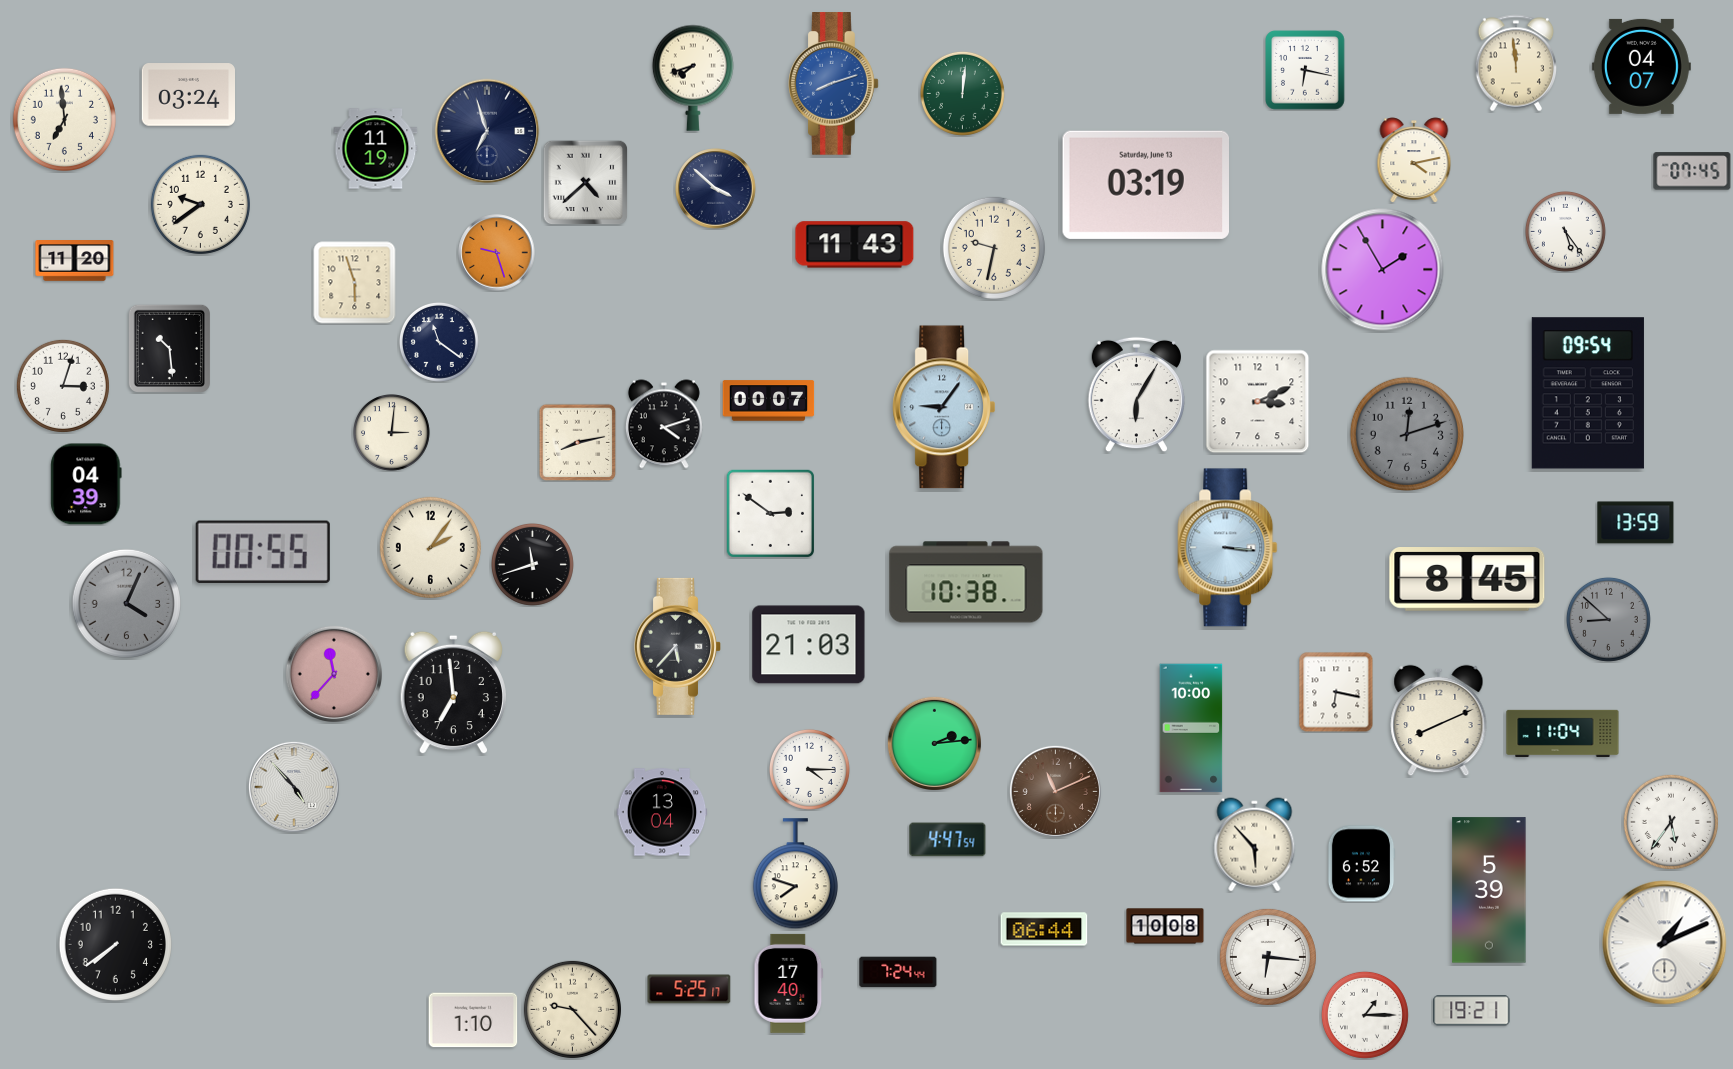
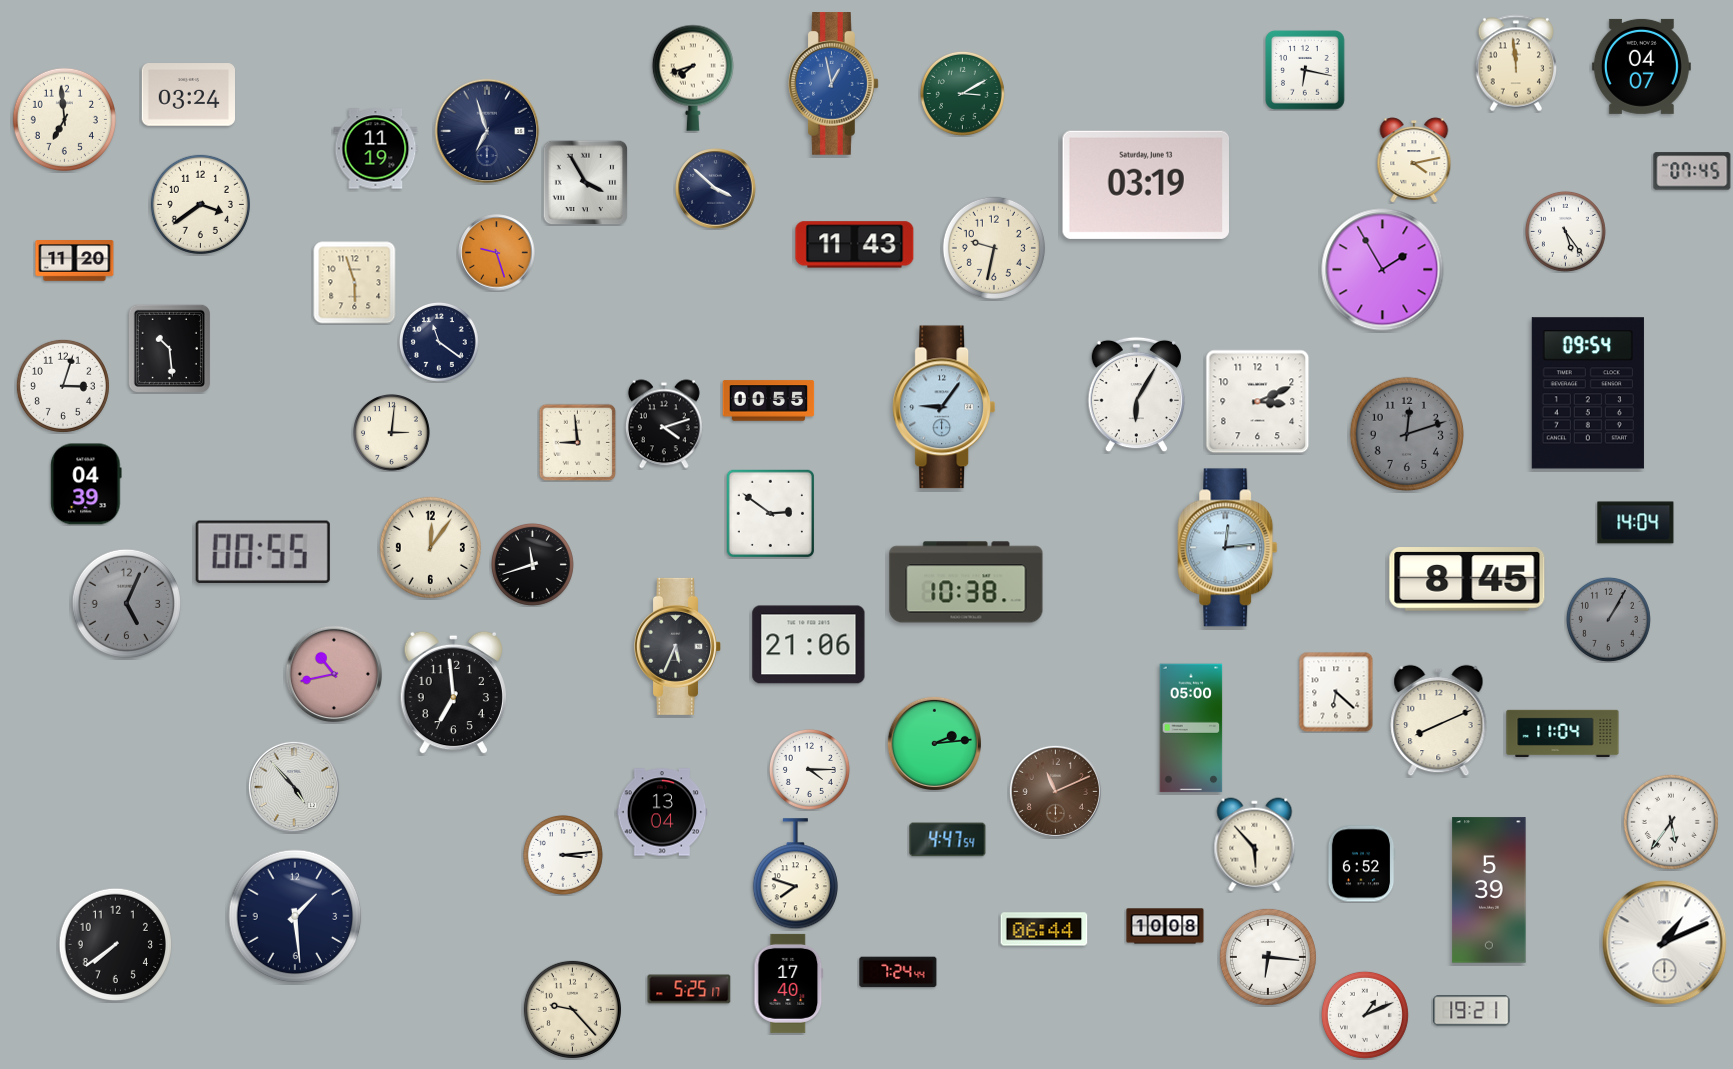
clock at (834, 84): 8:12 -> 12:58
clock at (962, 93): 12:01 -> 3:10
clock at (585, 182): 4:38 -> 3:55
clock at (200, 204): 9:39 -> 3:39
clock at (769, 401): 00:07 -> 00:55
clock at (577, 442): 8:13 -> 8:59
clock at (1636, 523): 13:59 -> 14:04
clock at (430, 547): 2:06 -> 12:06
clock at (1228, 548): 3:16 -> 12:14
clock at (126, 603): 4:04 -> 5:04
clock at (1608, 619): 8:52 -> 1:05
clock at (809, 645): 21:03 -> 21:06
clock at (678, 646): 5:37 -> 5:34
clock at (333, 673): 11:37 -> 10:43
clock at (1336, 692): 6:17 -> 6:22
clock at (1191, 728): 10:00 -> 05:00
clock at (563, 855): none -> 3:14
clock at (295, 916): none -> 1:29
clock at (1365, 1015): 1:15 -> 1:11
clock at (473, 1020): 1:10 -> none
